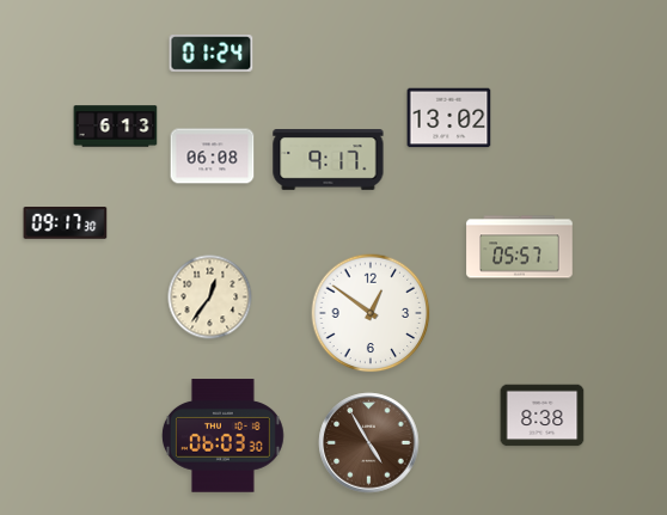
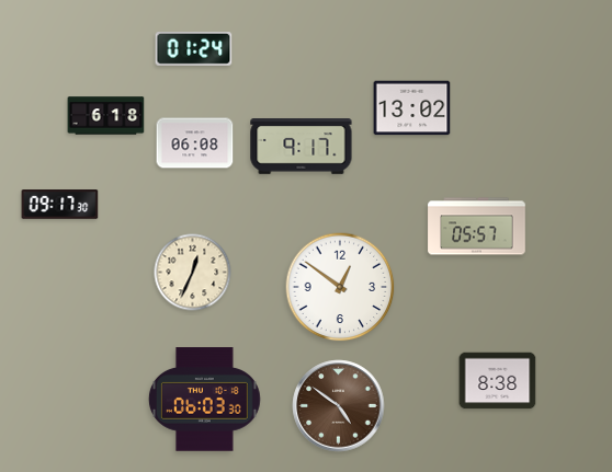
clock at (116, 127): 6:13 -> 6:18
clock at (210, 298): 12:36 -> 12:34
clock at (369, 443): 4:55 -> 4:51
